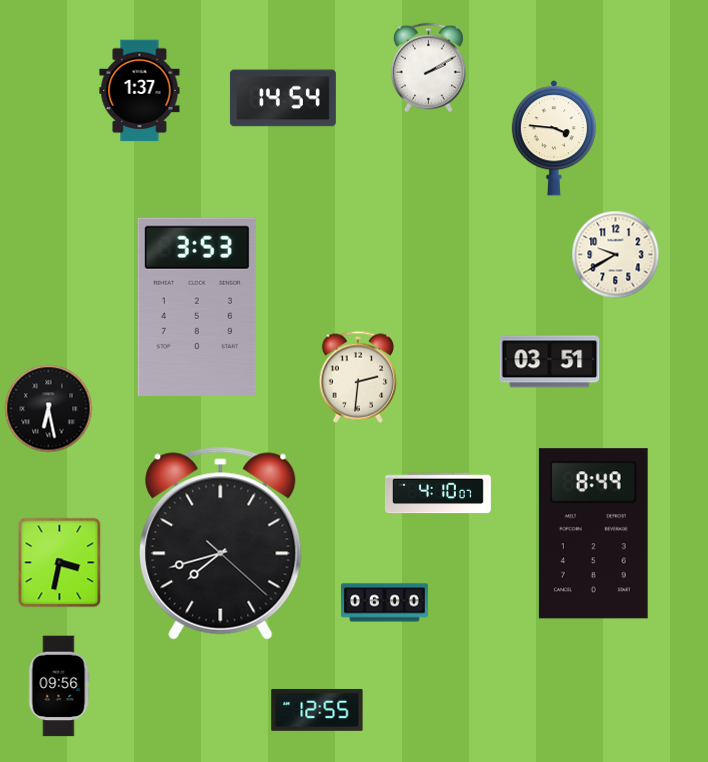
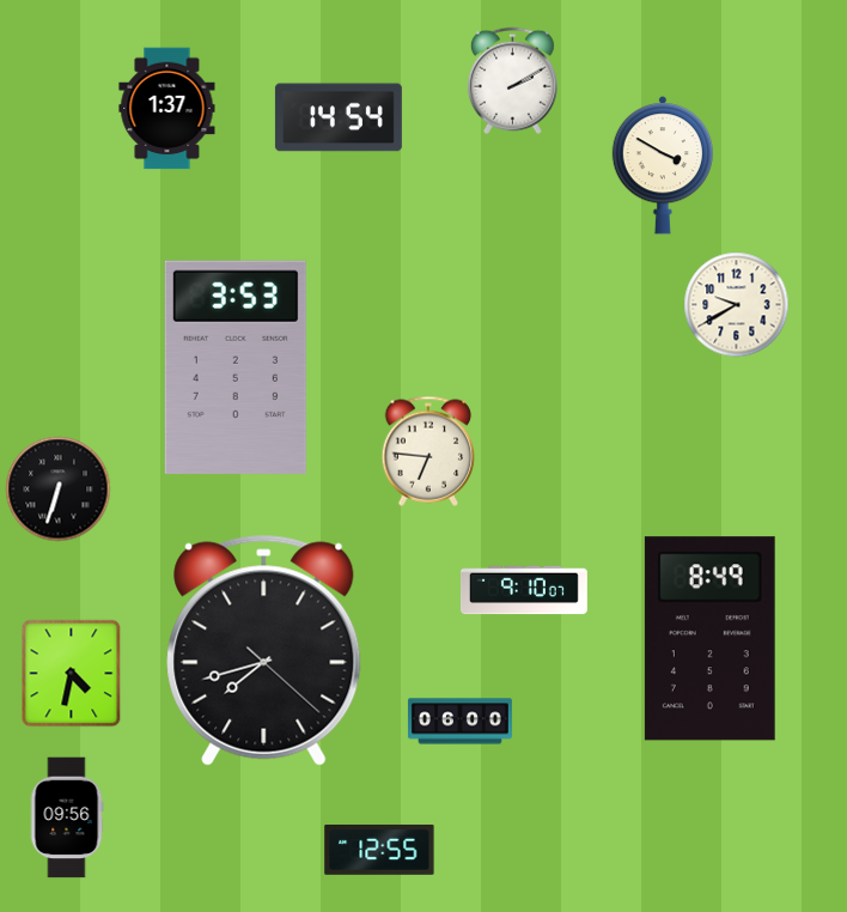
clock at (553, 138): 3:46 -> 3:50
clock at (550, 362): 03:51 -> none
clock at (358, 377): 2:31 -> 6:46
clock at (49, 409): 6:28 -> 6:33
clock at (438, 493): 4:10 -> 9:10
clock at (60, 563): 3:32 -> 4:32
clock at (59, 686) position: (59, 686) -> (67, 817)
